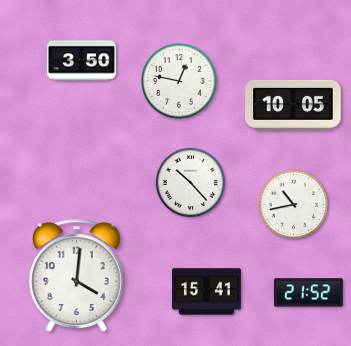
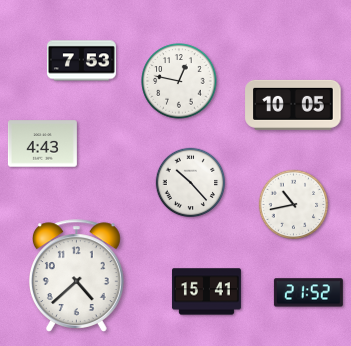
clock at (81, 61): 3:50 -> 7:53
clock at (42, 144): none -> 4:43
clock at (76, 276): 4:01 -> 4:38
